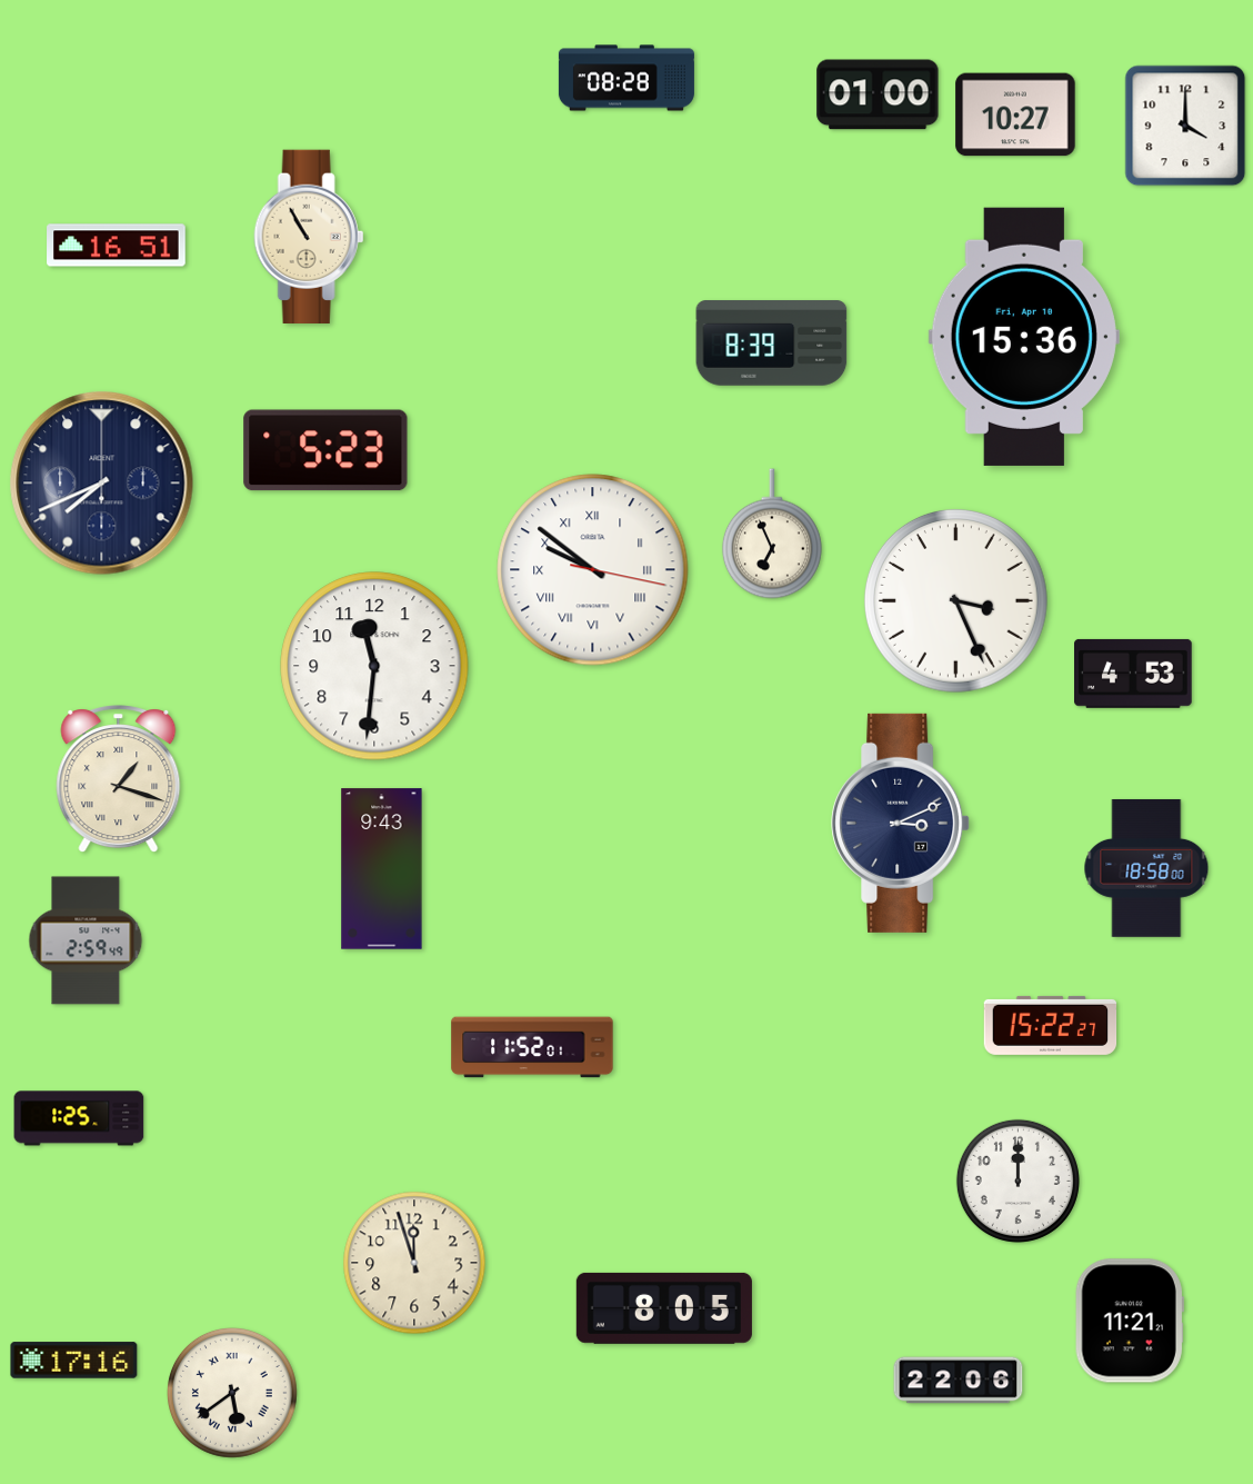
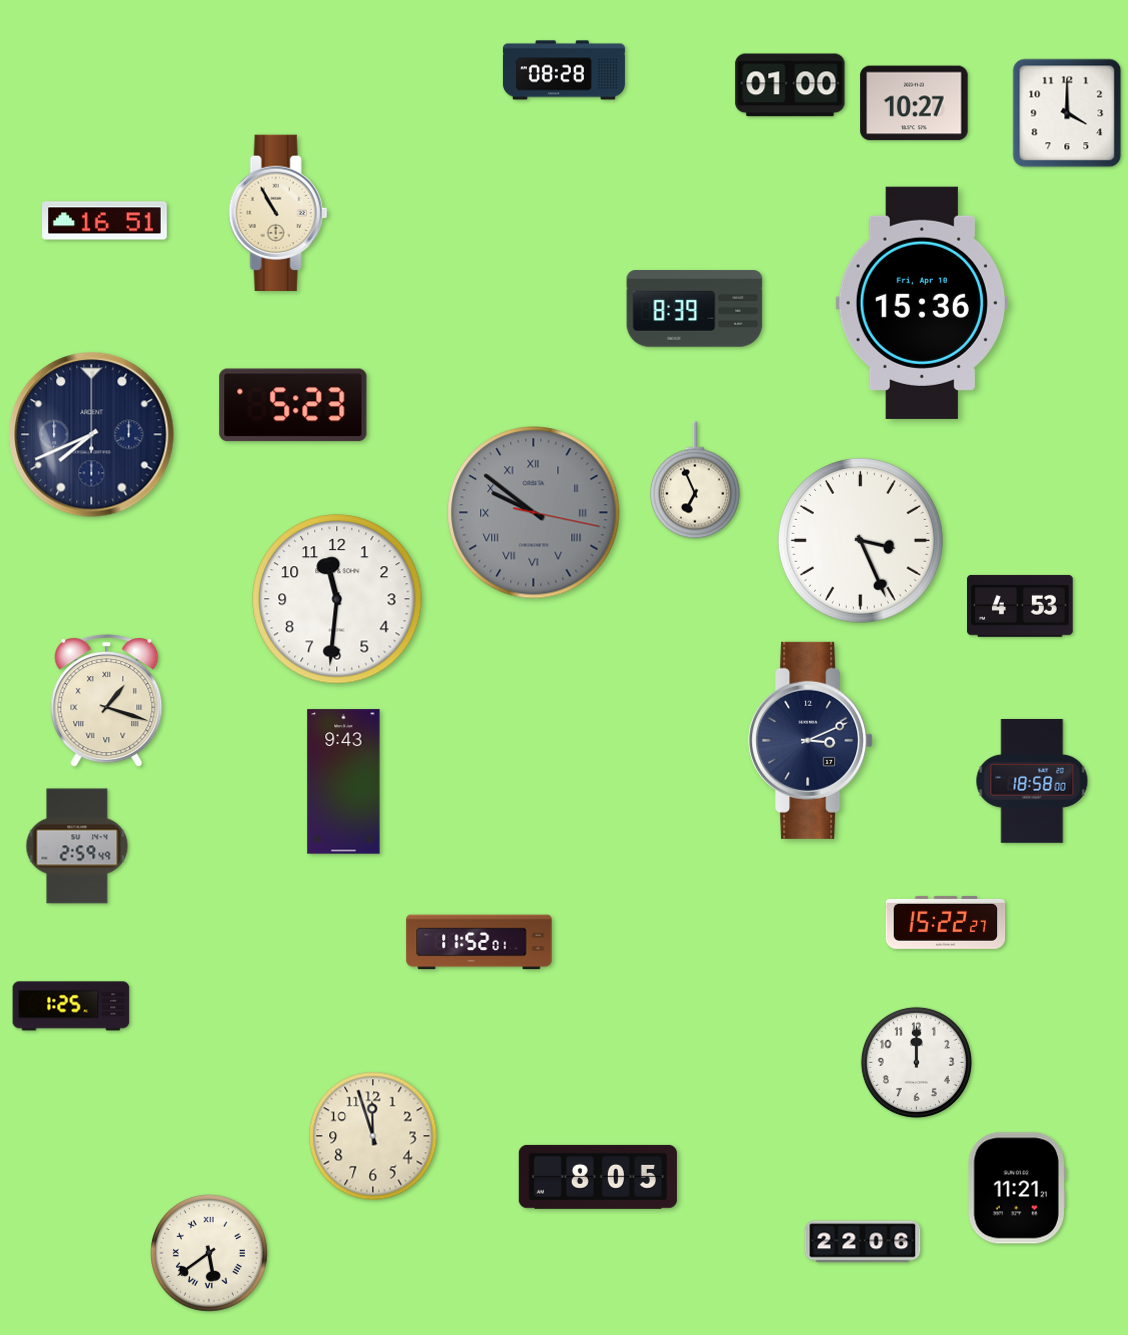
clock at (593, 570) dial: white -> grey
clock at (74, 1361): 17:16 -> none
